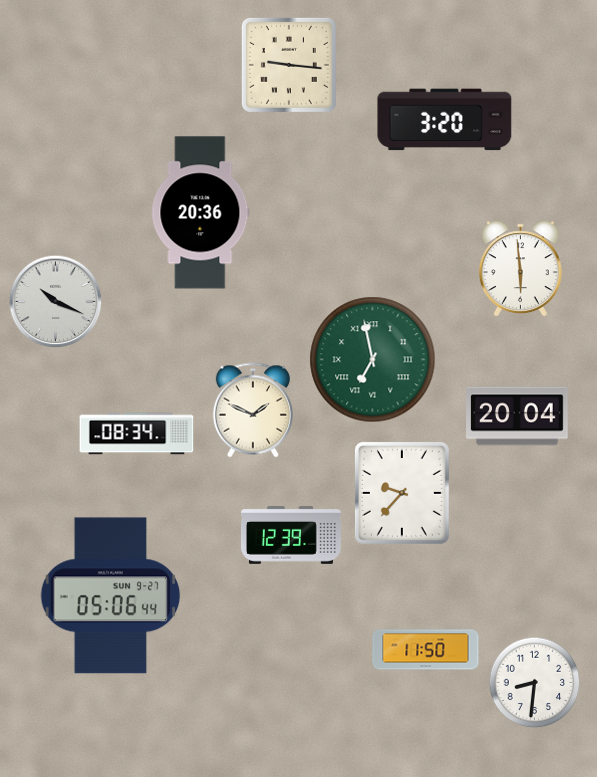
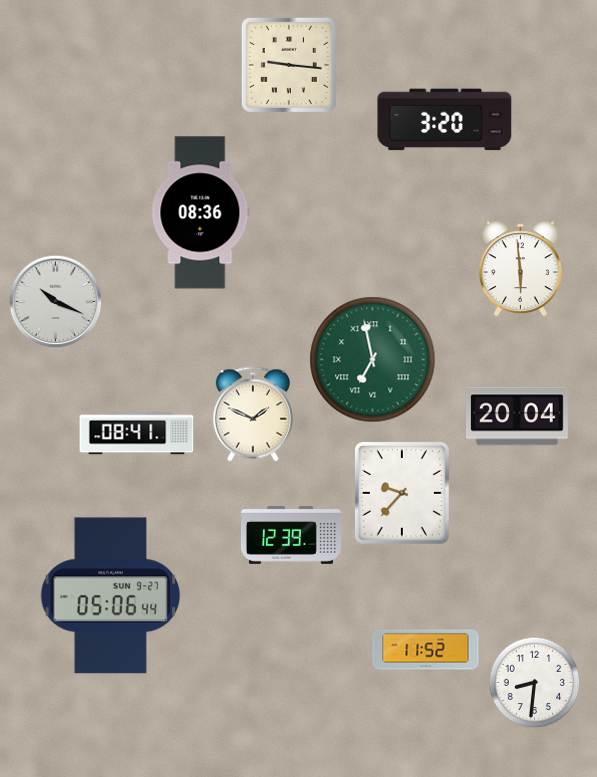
clock at (201, 213): 20:36 -> 08:36
clock at (253, 410) position: (253, 410) -> (253, 414)
clock at (137, 434): 08:34 -> 08:41
clock at (426, 650): 11:50 -> 11:52
